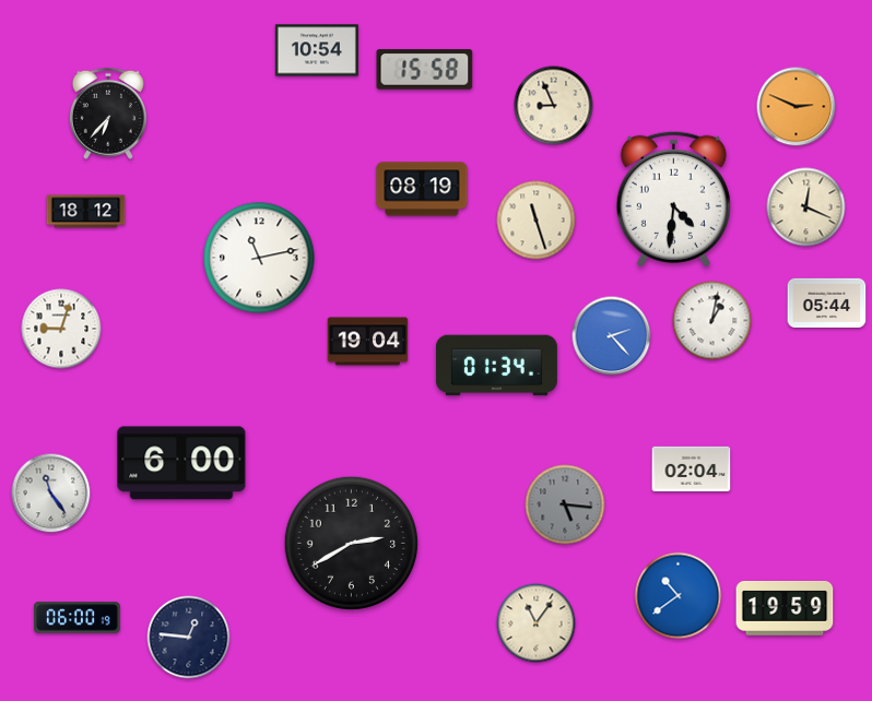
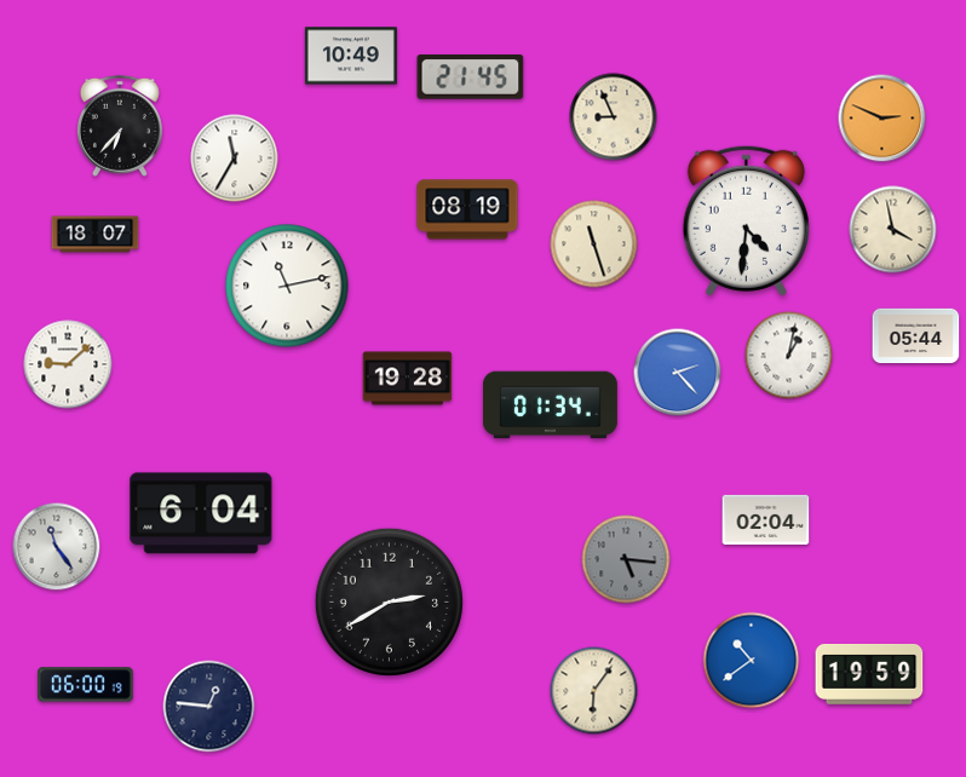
clock at (317, 50): 10:54 -> 10:49
clock at (425, 70): 15:58 -> 21:45
clock at (235, 159): none -> 11:35
clock at (806, 207): 12:19 -> 3:58
clock at (86, 212): 18:12 -> 18:07
clock at (61, 329): 9:03 -> 9:08
clock at (368, 342): 19:04 -> 19:28
clock at (181, 463): 6:00 -> 6:04
clock at (537, 623): 11:06 -> 6:06
